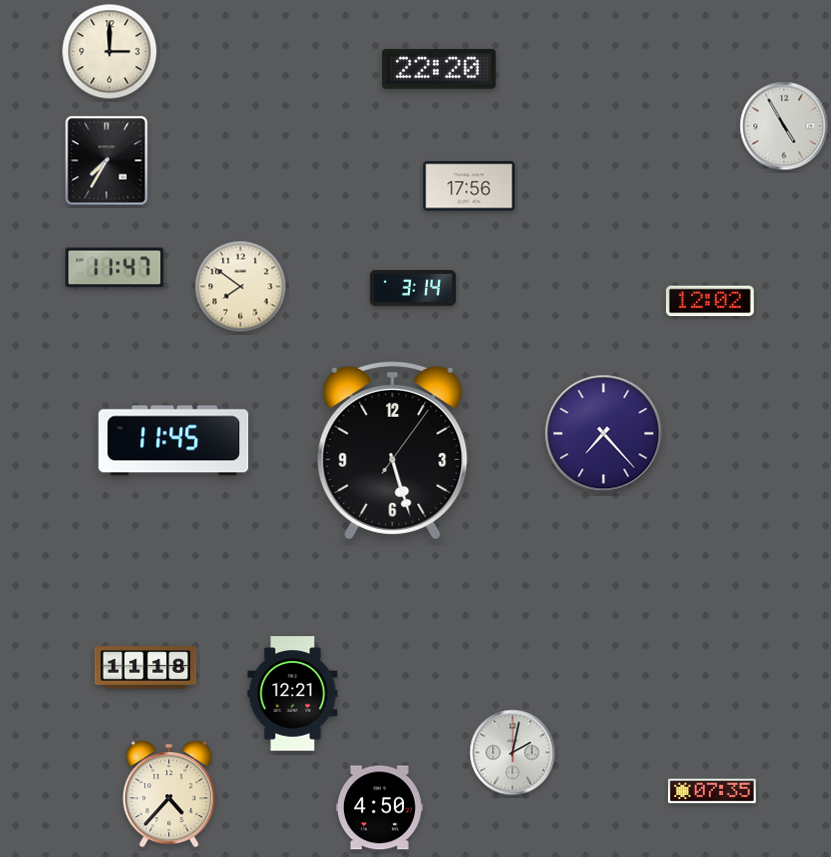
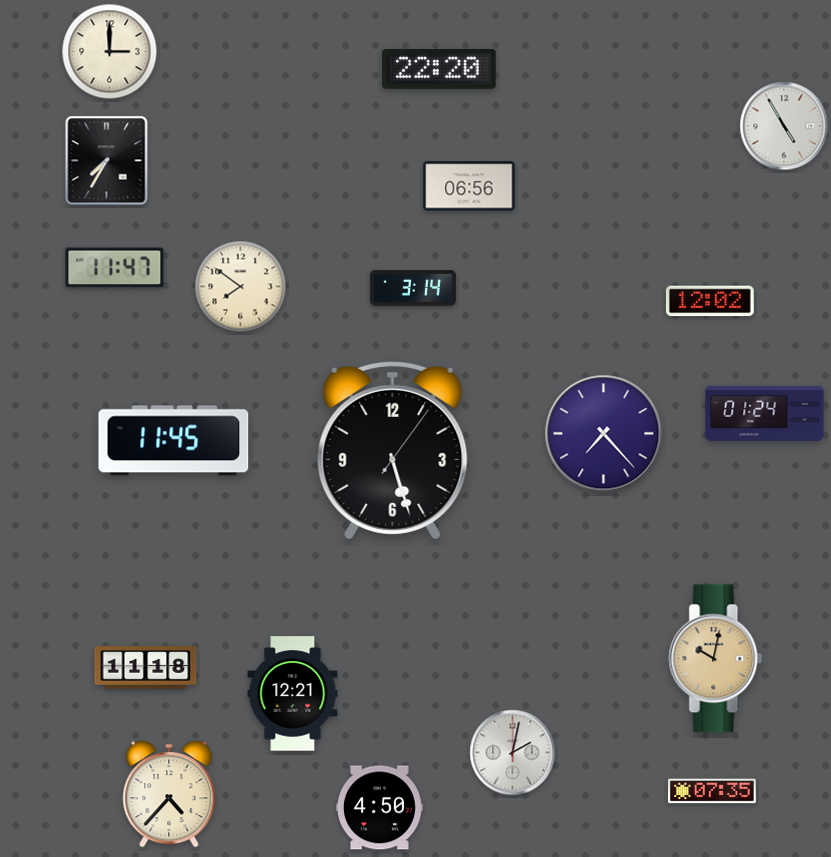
clock at (469, 186): 17:56 -> 06:56
clock at (765, 413): none -> 01:24
clock at (716, 659): none -> 10:02
